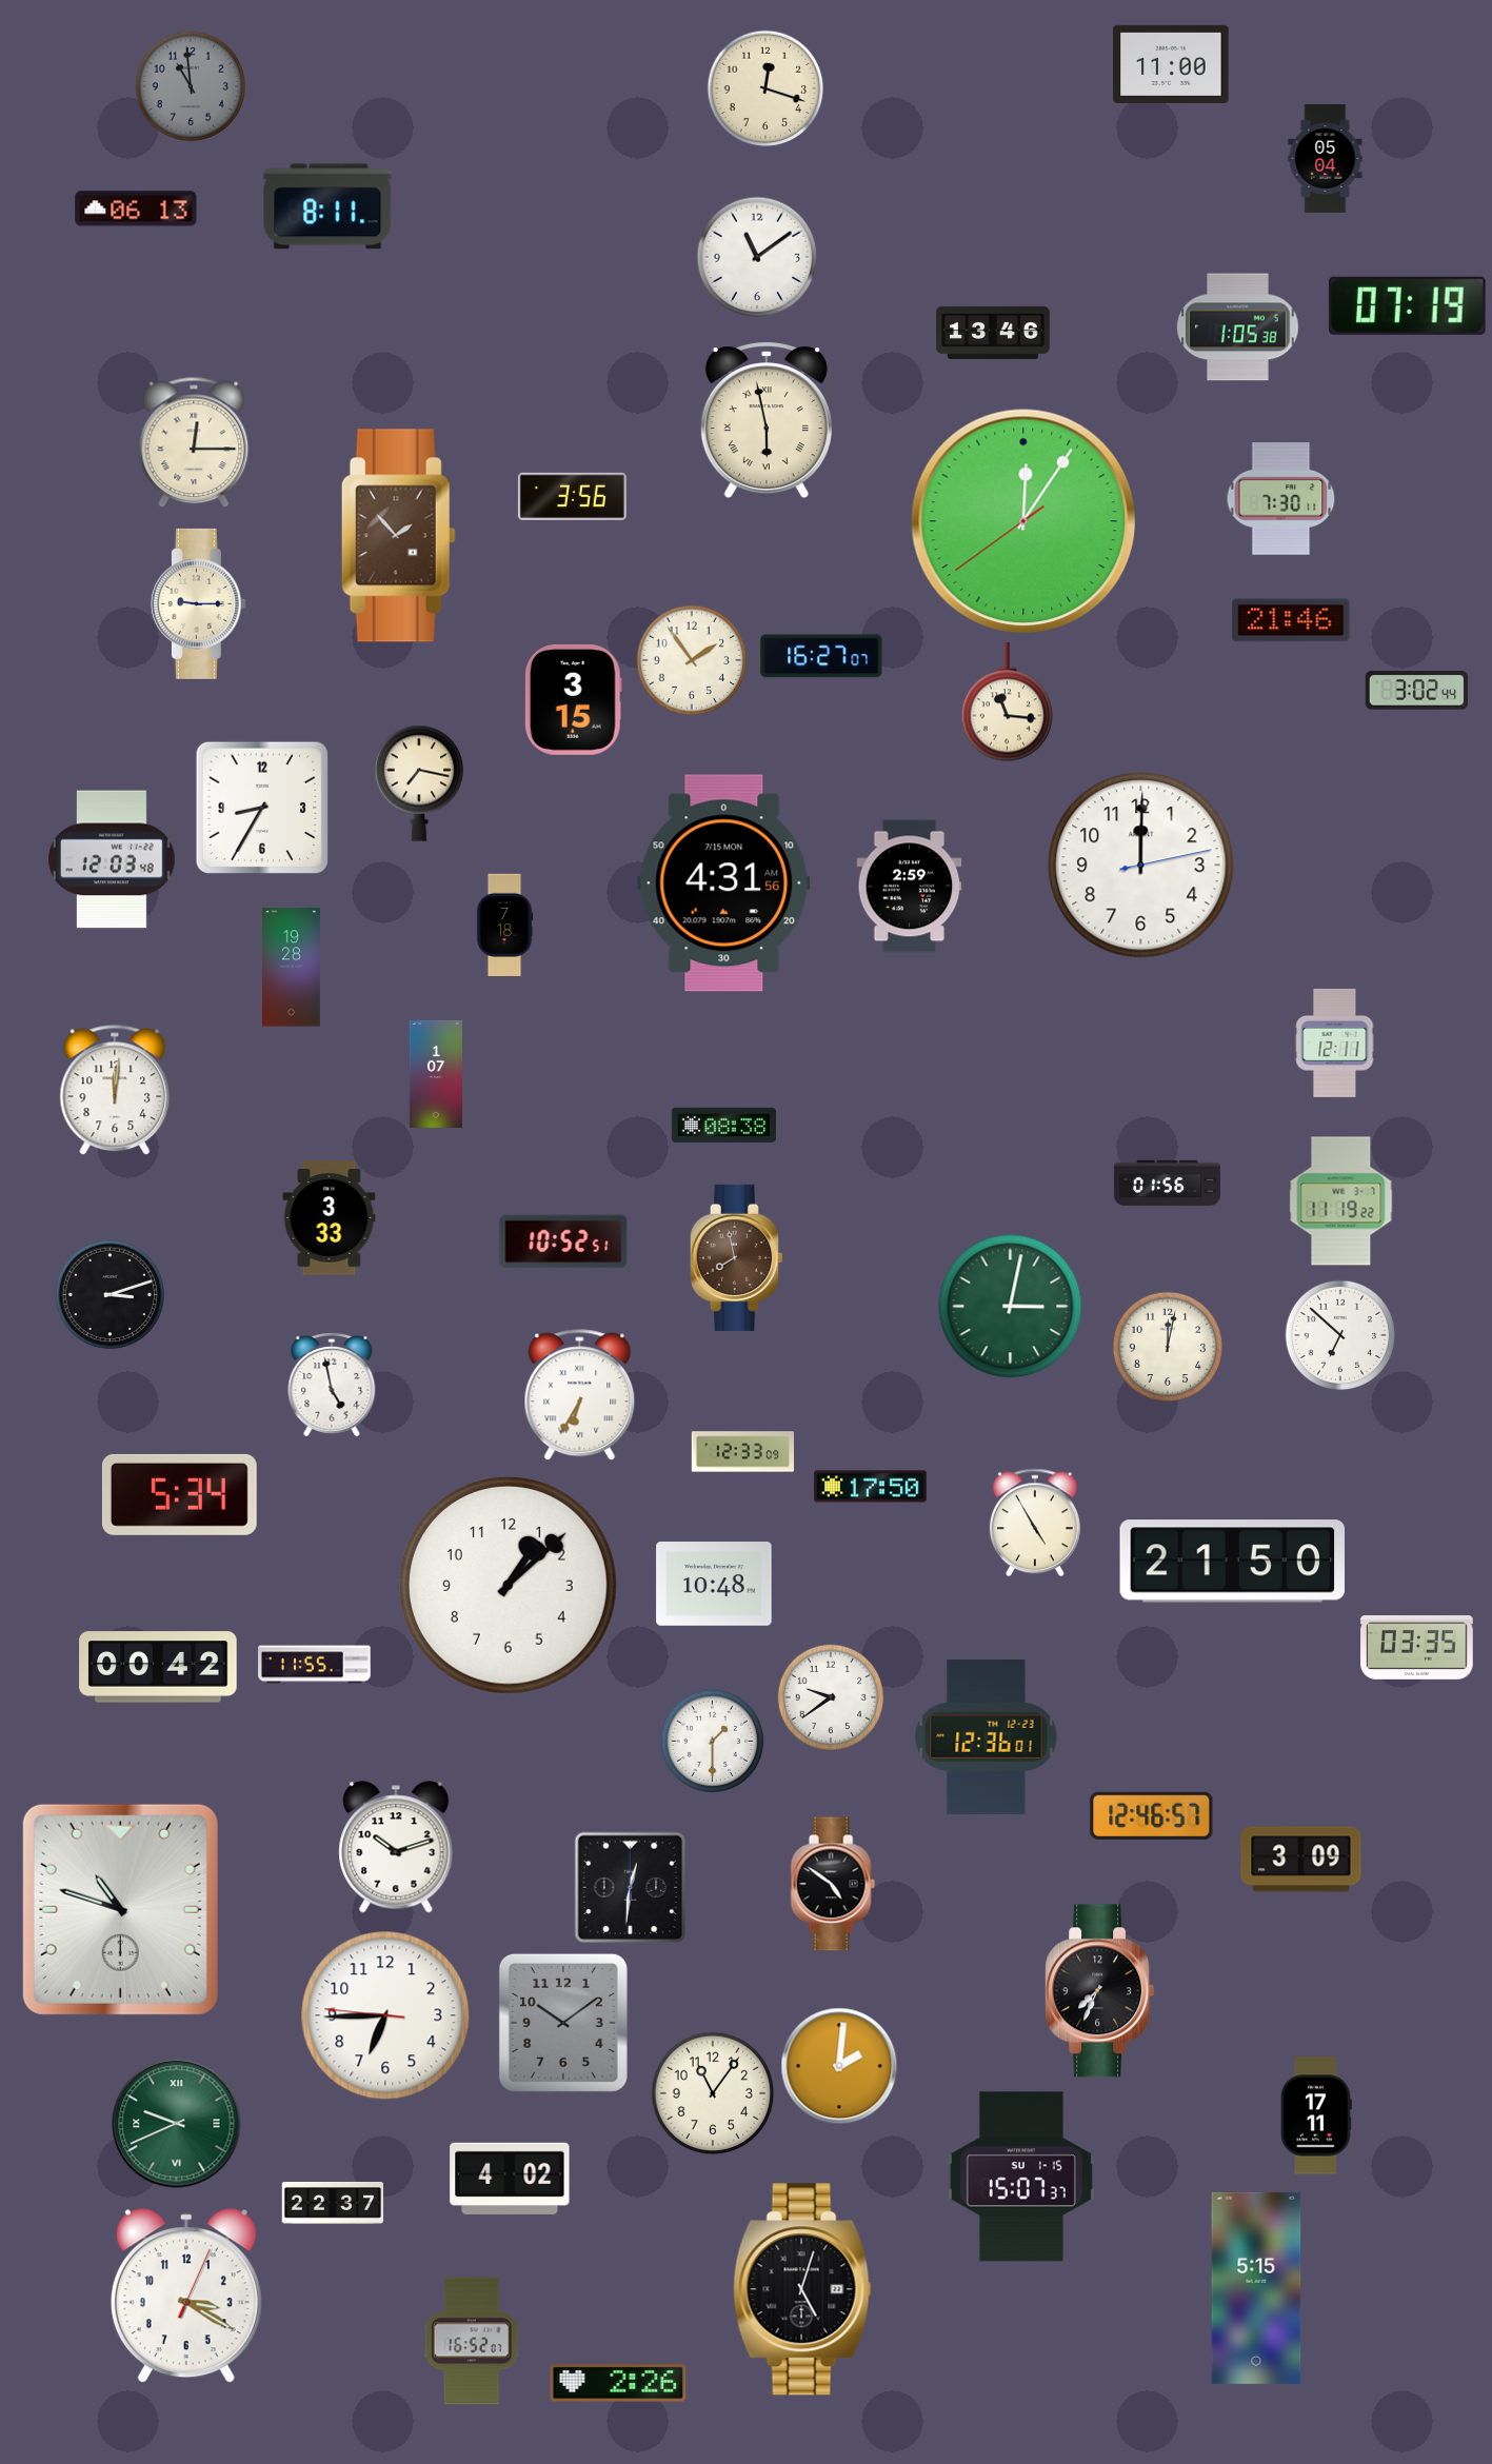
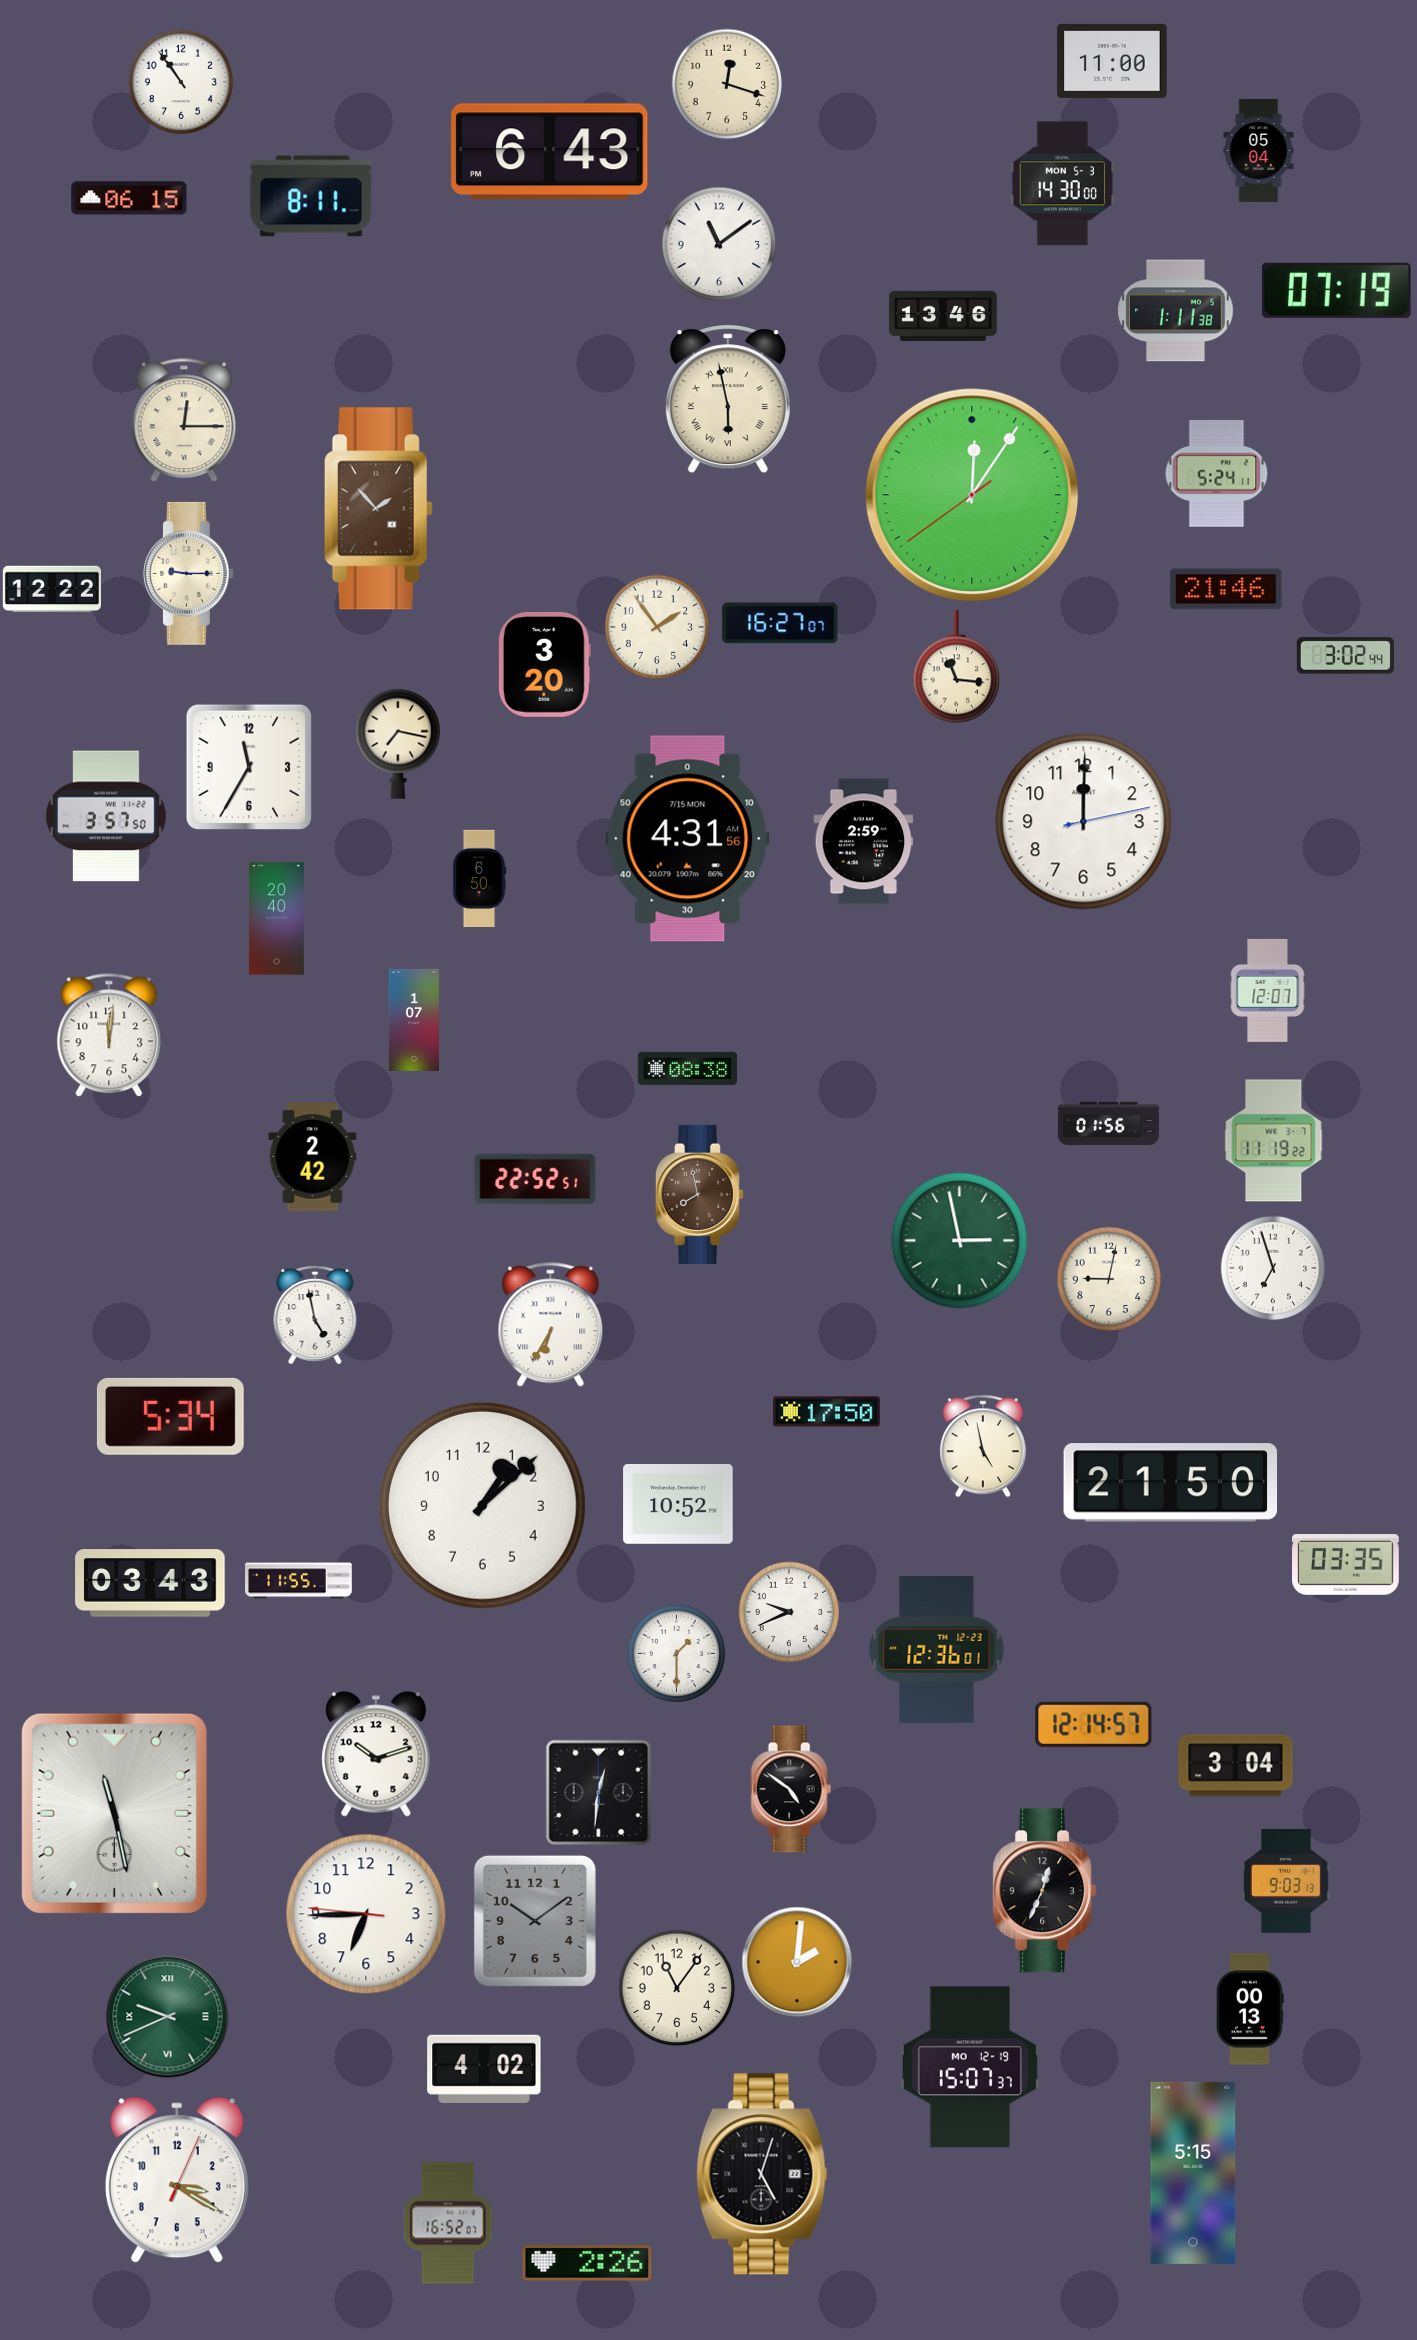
clock at (191, 86): 10:59 -> 10:54
clock at (191, 86) dial: grey -> white
clock at (550, 152): none -> 6:43
clock at (1062, 184): none -> 14:30
clock at (136, 208): 06:13 -> 06:15
clock at (1238, 327): 1:05 -> 1:11
clock at (572, 496): 3:56 -> none
clock at (1281, 499): 7:30 -> 5:24
clock at (52, 589): none -> 12:22
clock at (573, 699): 3:15 -> 3:20
clock at (261, 807): 8:35 -> 11:35
clock at (112, 859): 12:03 -> 3:57
clock at (504, 925): 7:18 -> 6:50
clock at (292, 968): 19:28 -> 20:40
clock at (1335, 1042): 12:11 -> 12:07
clock at (330, 1218): 3:33 -> 2:42
clock at (563, 1241): 10:52 -> 22:52
clock at (111, 1295): 3:12 -> none
clock at (1011, 1307): 3:02 -> 2:58
clock at (1340, 1335): 6:52 -> 6:57
clock at (1168, 1347): 12:02 -> 9:02
clock at (742, 1452): 12:33 -> none
clock at (179, 1494) position: (179, 1494) -> (170, 1416)
clock at (1035, 1523): 4:55 -> 4:58
clock at (714, 1585): 10:48 -> 10:52
clock at (158, 1667): 00:42 -> 03:43
clock at (831, 1697): 9:39 -> 9:41
clock at (1152, 1815): 12:46 -> 12:14
clock at (1301, 1860): 3:09 -> 3:04
clock at (120, 1909): 10:48 -> 11:28
clock at (1286, 1881): none -> 9:03
clock at (1100, 1991): 7:34 -> 12:34
clock at (1317, 2115): 17:11 -> 00:13
clock at (1021, 2177) date: SU 1-15 -> MO 12-19
clock at (333, 2204): 22:37 -> none
